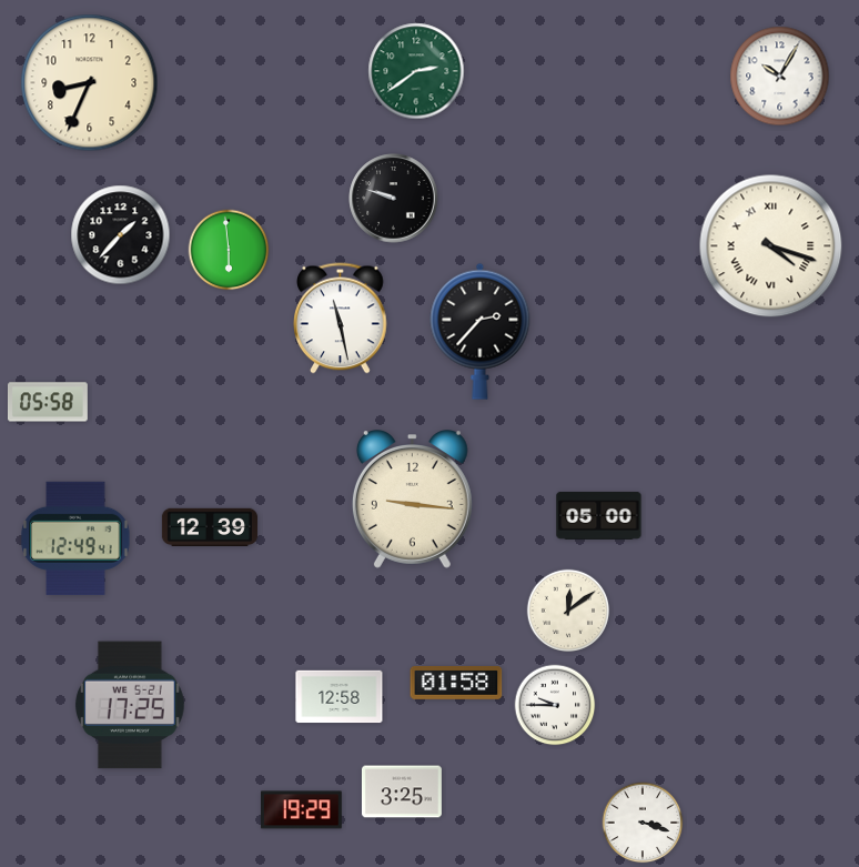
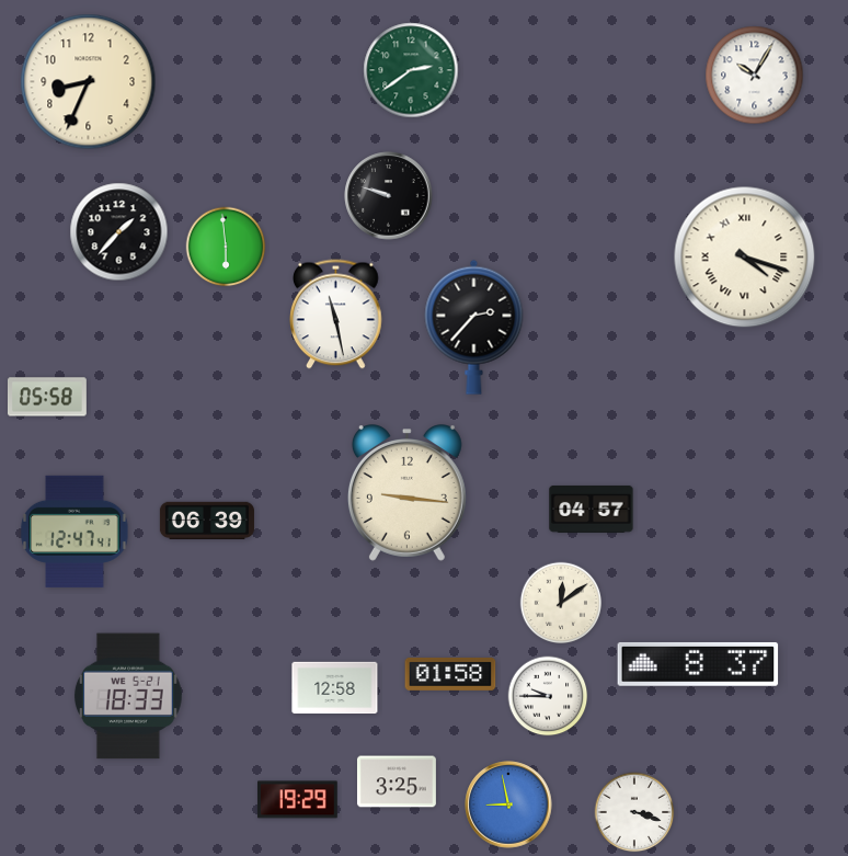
clock at (780, 77) position: (780, 77) -> (755, 76)
clock at (771, 246) position: (771, 246) -> (745, 258)
clock at (599, 515): 05:00 -> 04:57
clock at (210, 527): 12:39 -> 06:39
clock at (75, 538): 12:49 -> 12:47
clock at (698, 664): none -> 8:37
clock at (130, 705): 17:25 -> 18:33
clock at (508, 804): none -> 8:58
